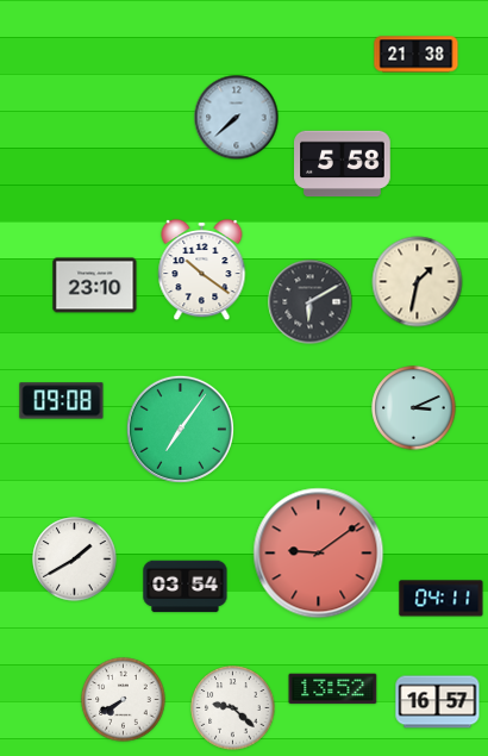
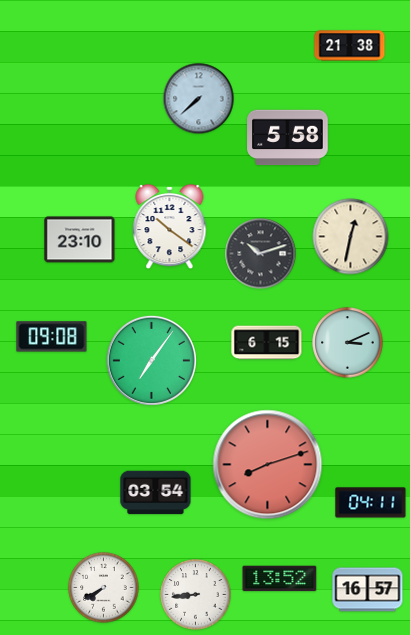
clock at (418, 282): 1:32 -> 12:32
clock at (311, 302): 6:10 -> 10:12
clock at (267, 343): none -> 6:15
clock at (319, 554): 9:09 -> 8:12
clock at (75, 560): 1:40 -> none
clock at (233, 708): 9:22 -> 8:44
